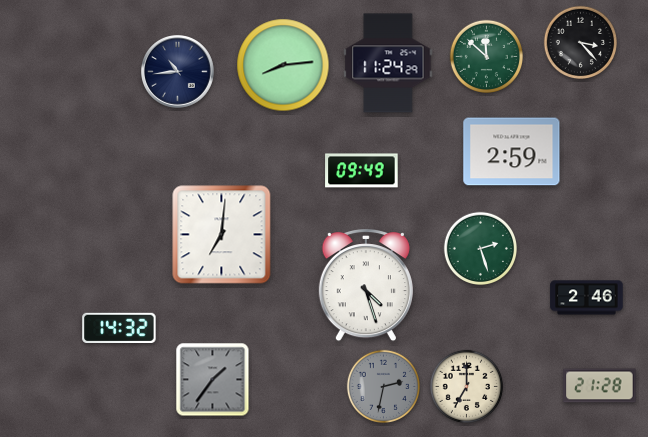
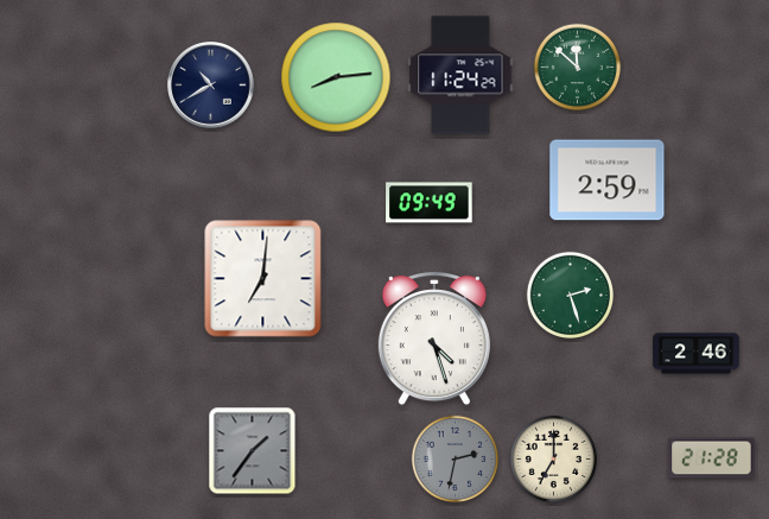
clock at (580, 42): 3:23 -> none
clock at (178, 72): 10:44 -> 10:40
clock at (119, 327): 14:32 -> none
